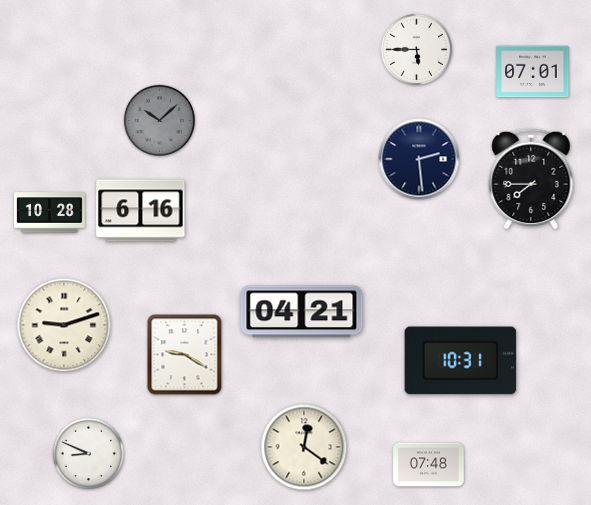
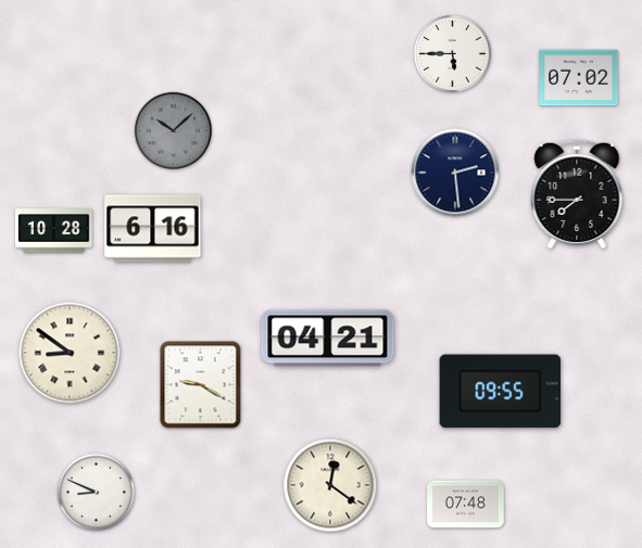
clock at (533, 72): 07:01 -> 07:02
clock at (64, 325): 9:12 -> 8:51
clock at (461, 361): 10:31 -> 09:55
